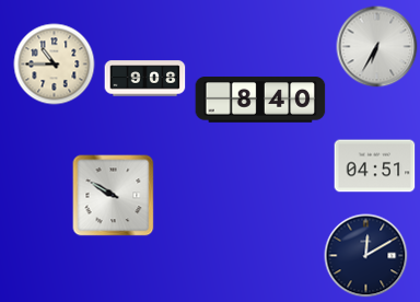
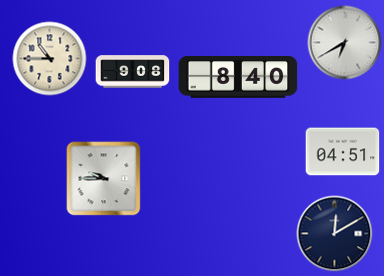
clock at (377, 47): 6:35 -> 6:40
clock at (260, 101) position: (260, 101) -> (238, 78)
clock at (114, 196): 9:50 -> 9:45
